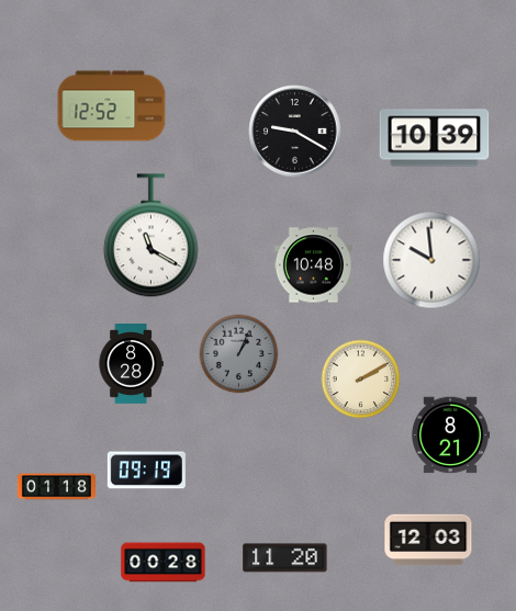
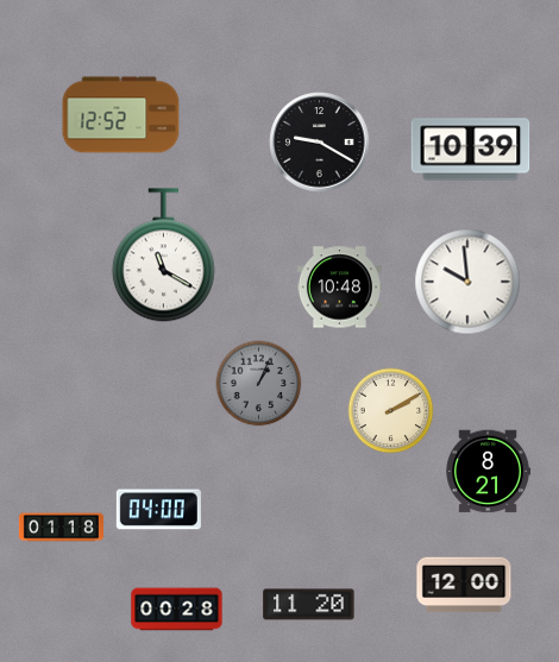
clock at (131, 364): 8:28 -> none
clock at (146, 471): 09:19 -> 04:00
clock at (428, 540): 12:03 -> 12:00
